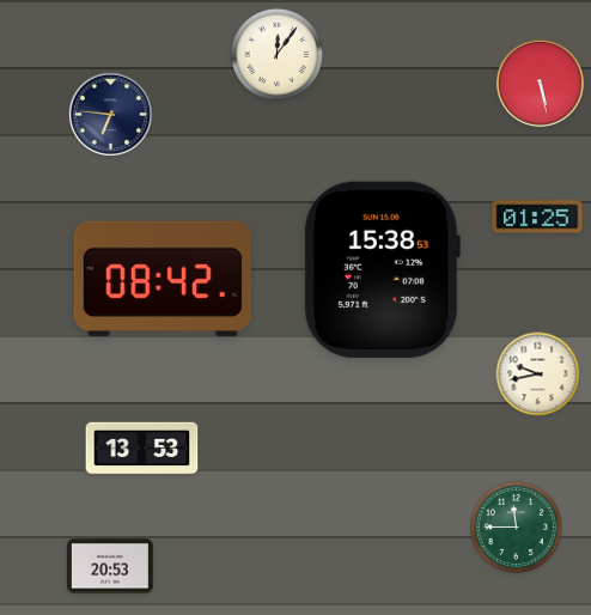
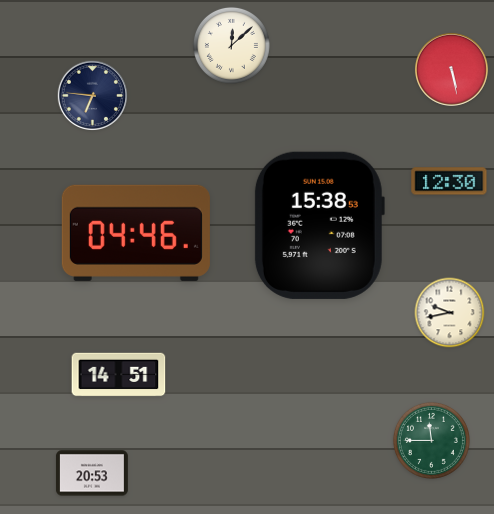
clock at (276, 54): 12:06 -> 12:08
clock at (537, 217): 01:25 -> 12:30
clock at (163, 279): 08:42 -> 04:46
clock at (142, 449): 13:53 -> 14:51
